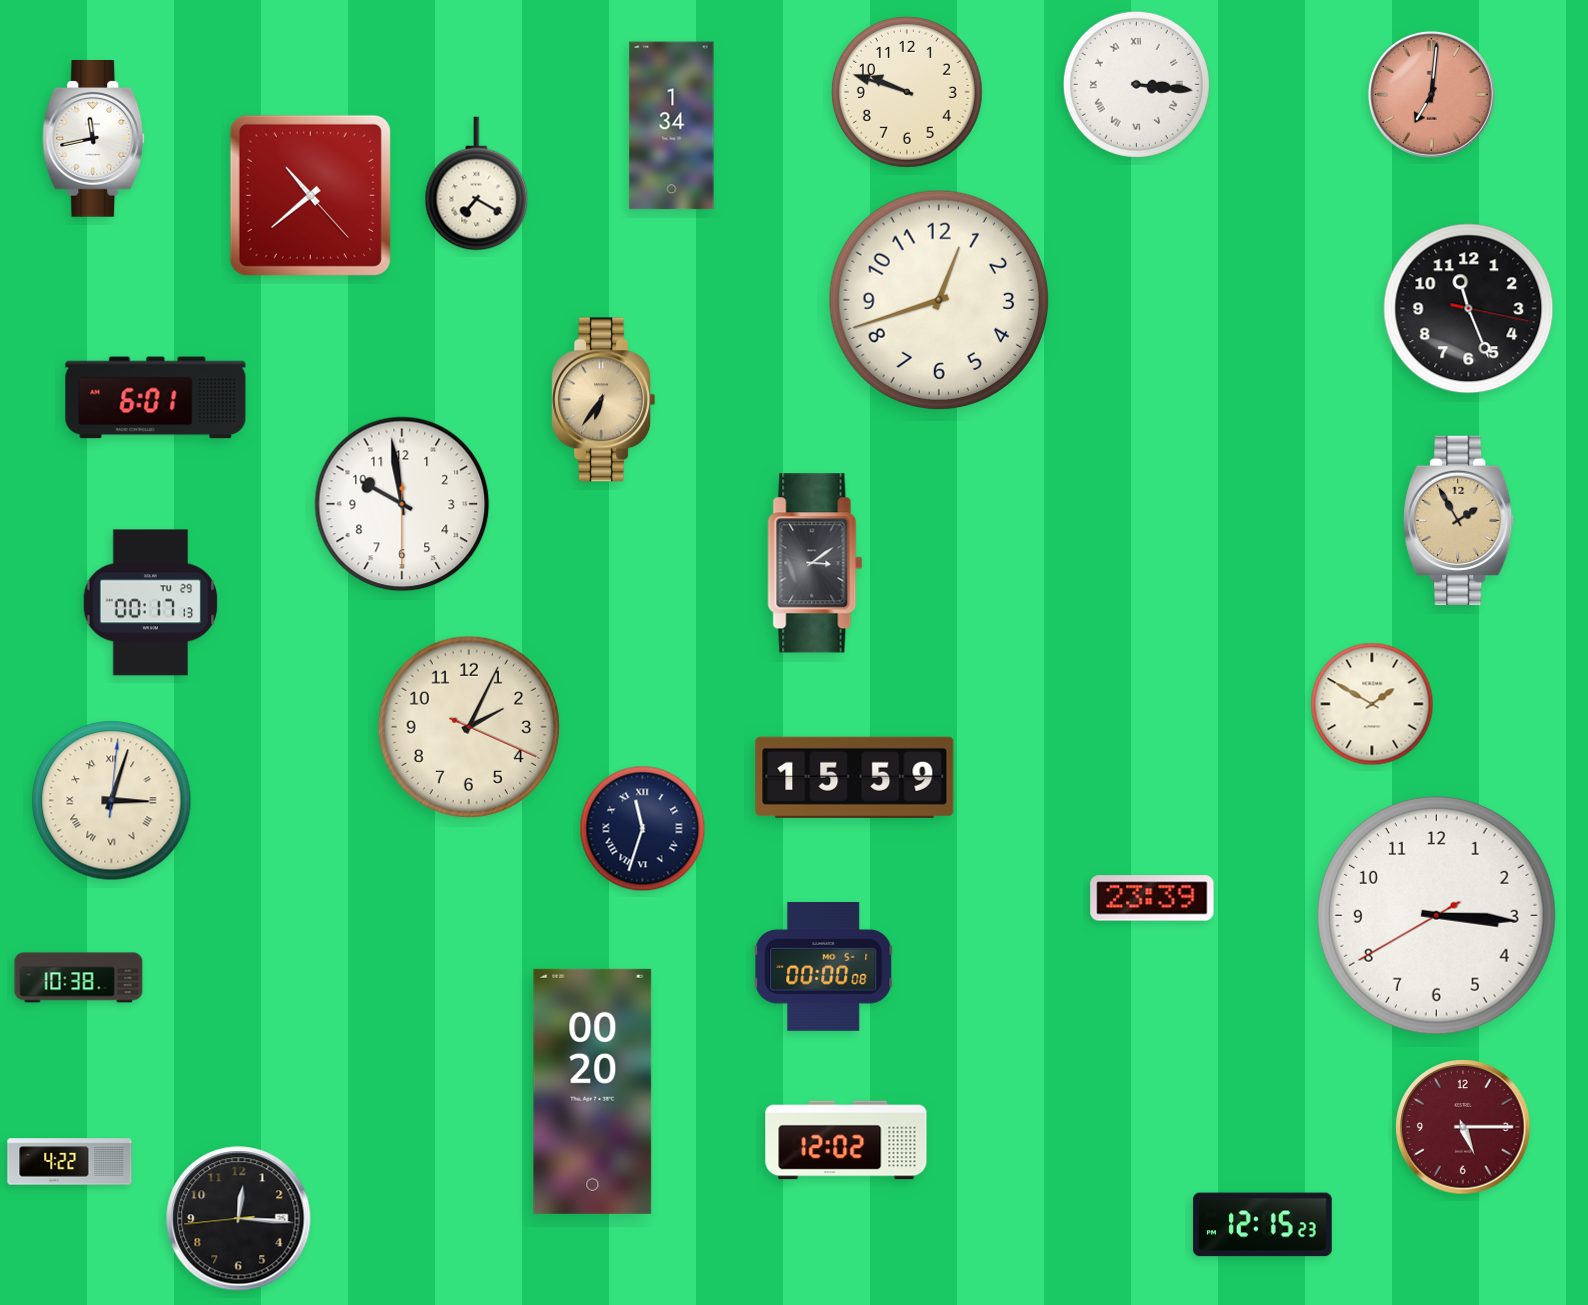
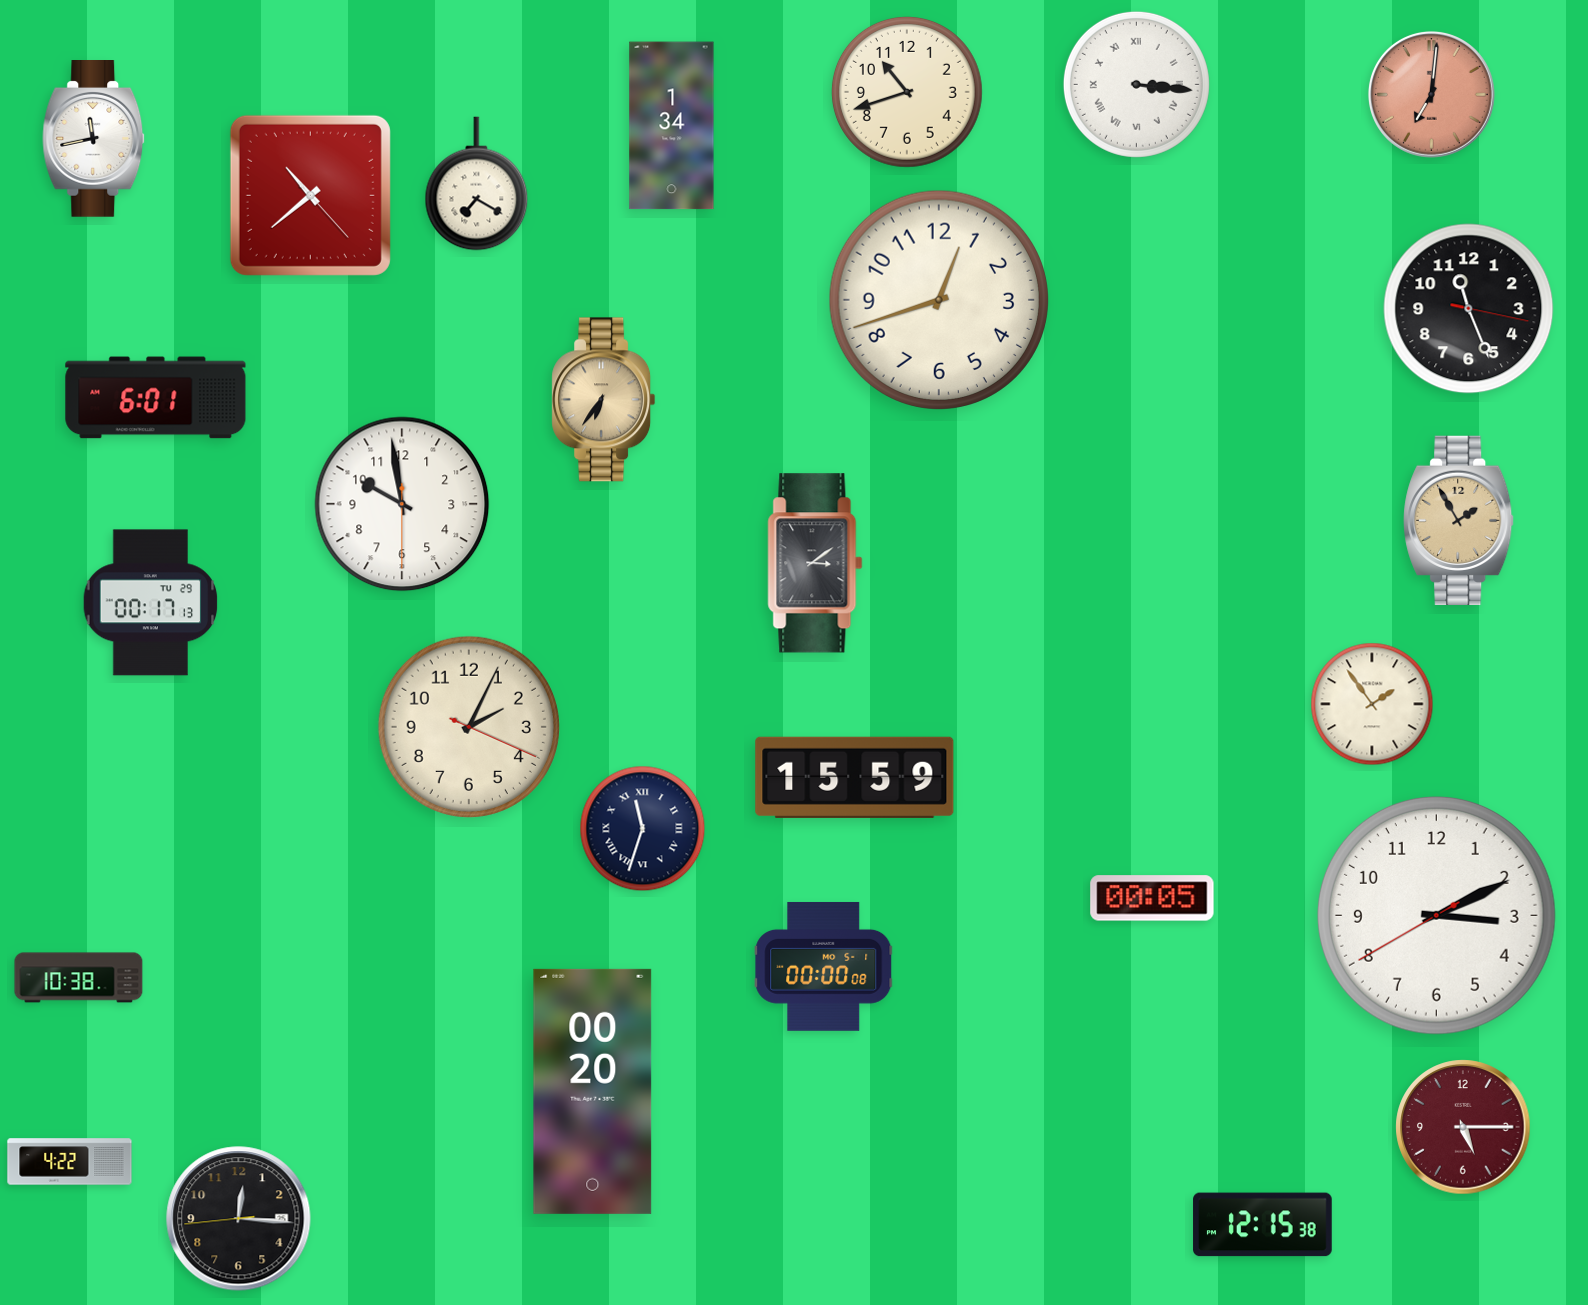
clock at (907, 92): 9:48 -> 10:42
clock at (1372, 704): 1:50 -> 1:54
clock at (112, 801): 3:03 -> none
clock at (1152, 898): 23:39 -> 00:05
clock at (1436, 915): 3:15 -> 3:10
clock at (846, 1140): 12:02 -> none
clock at (1263, 1225): 12:15:23 -> 12:15:38
